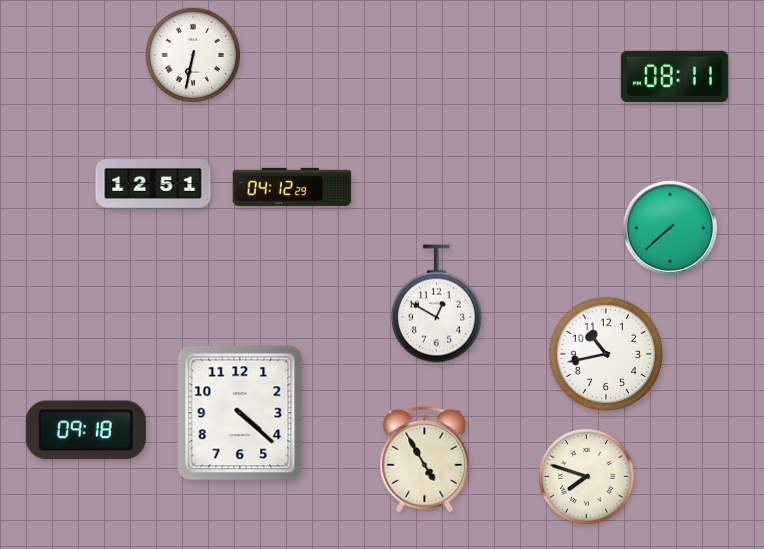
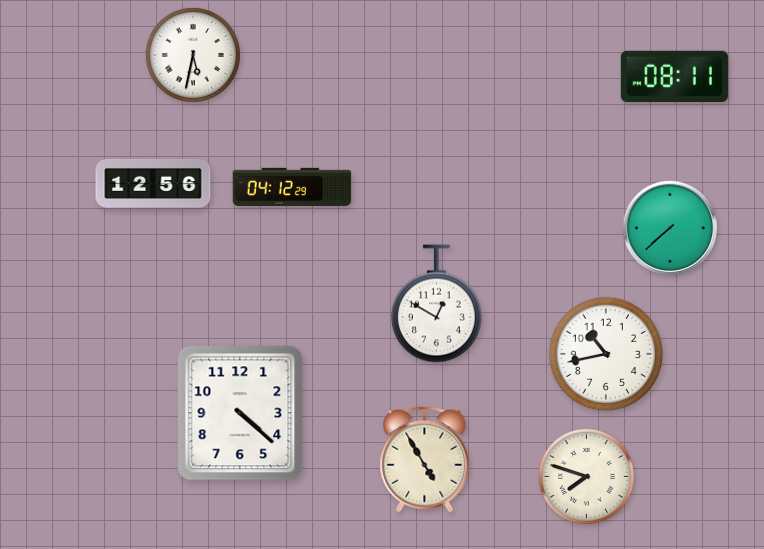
clock at (193, 55): 6:32 -> 5:32
clock at (153, 184): 12:51 -> 12:56
clock at (86, 430): 09:18 -> none
